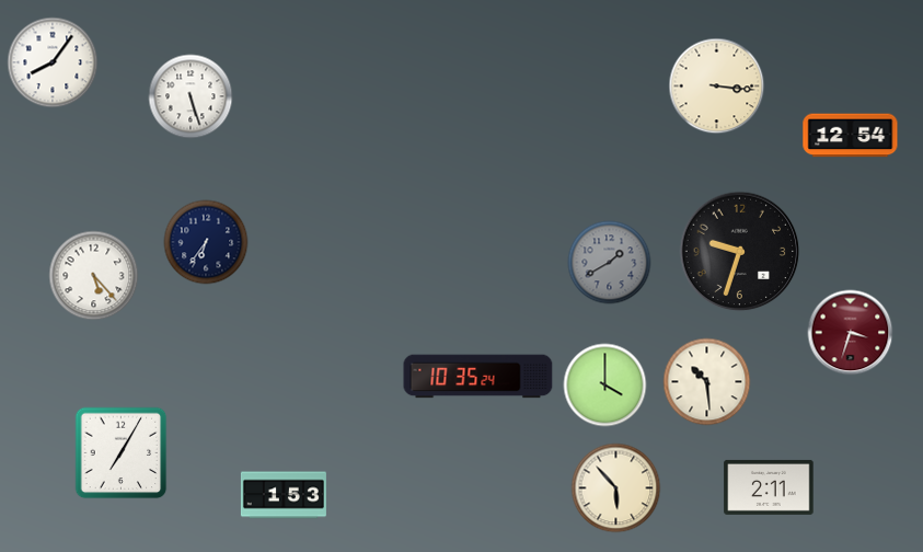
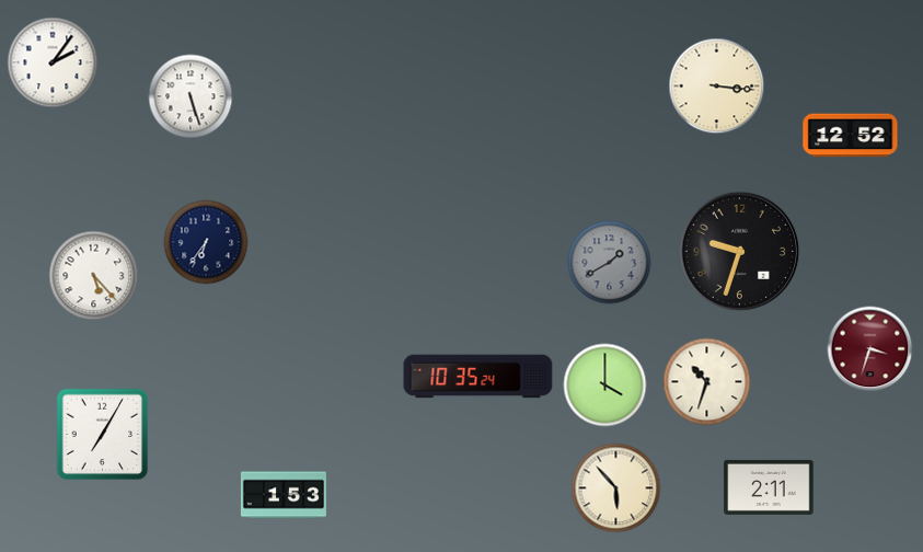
clock at (53, 62): 8:06 -> 2:06
clock at (851, 136): 12:54 -> 12:52
clock at (851, 333) position: (851, 333) -> (870, 349)
clock at (707, 382): 10:29 -> 10:33
clock at (122, 453) position: (122, 453) -> (103, 435)
